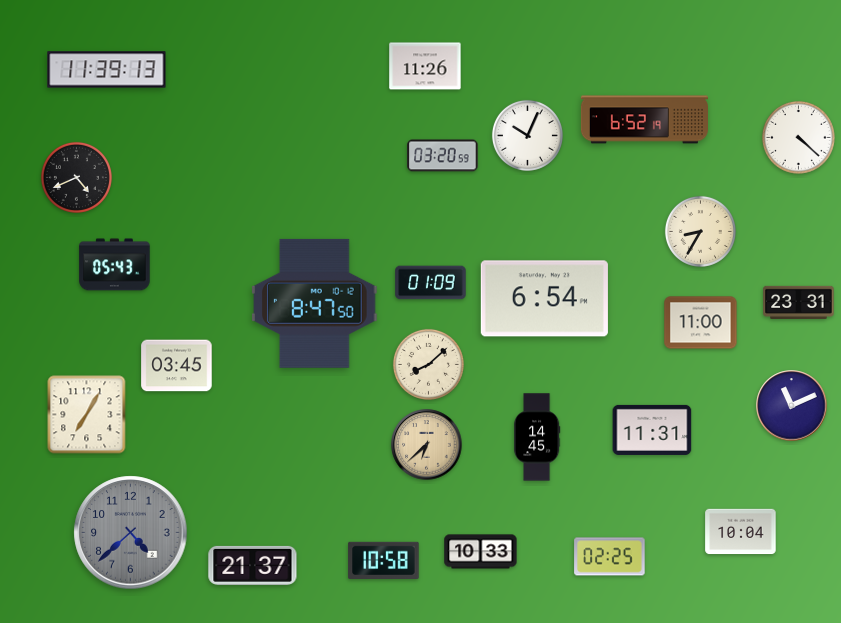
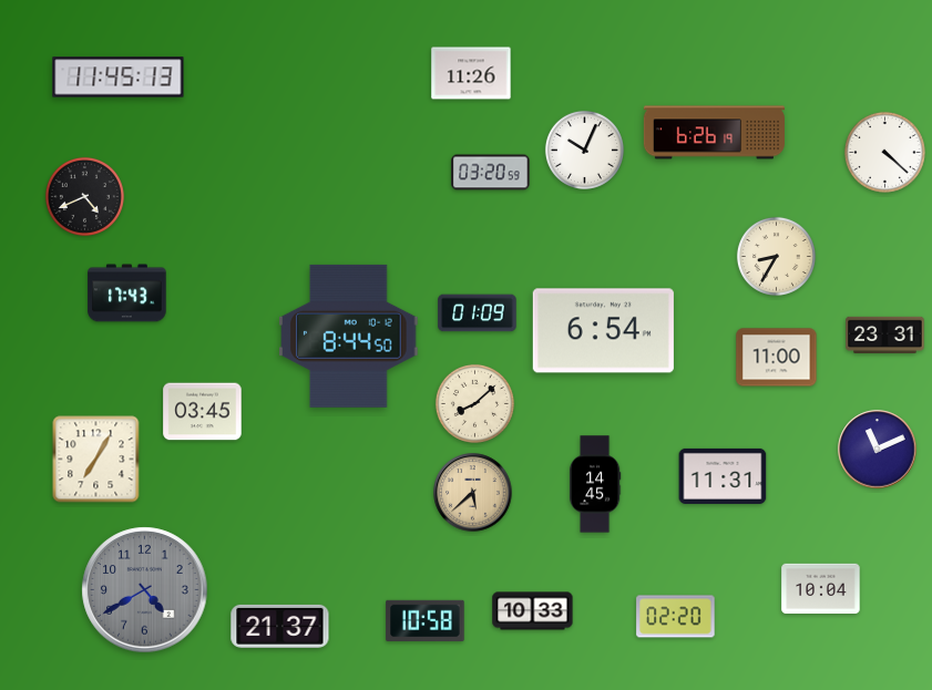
clock at (107, 70): 11:39 -> 11:45
clock at (644, 120): 6:52 -> 6:26
clock at (115, 265): 05:43 -> 17:43
clock at (315, 303): 8:47 -> 8:44
clock at (177, 366) position: (177, 366) -> (203, 412)
clock at (427, 445): 6:38 -> 5:38
clock at (131, 533): 4:38 -> 4:40
clock at (610, 557): 02:25 -> 02:20
